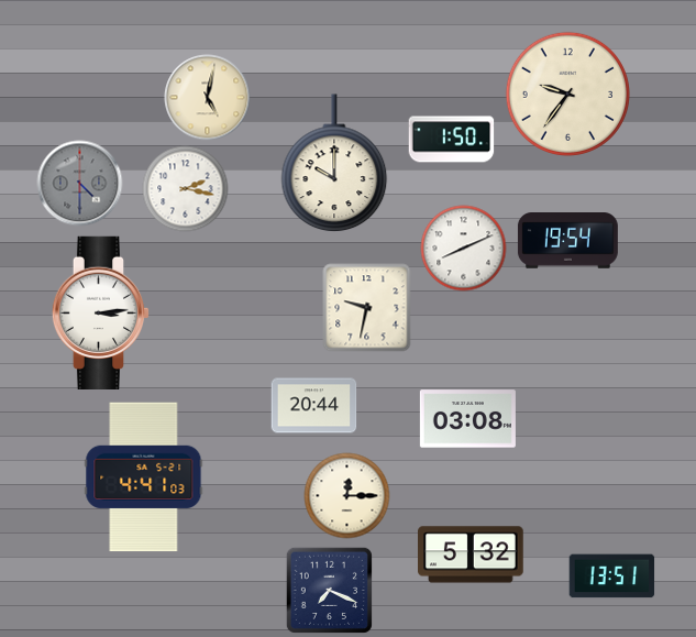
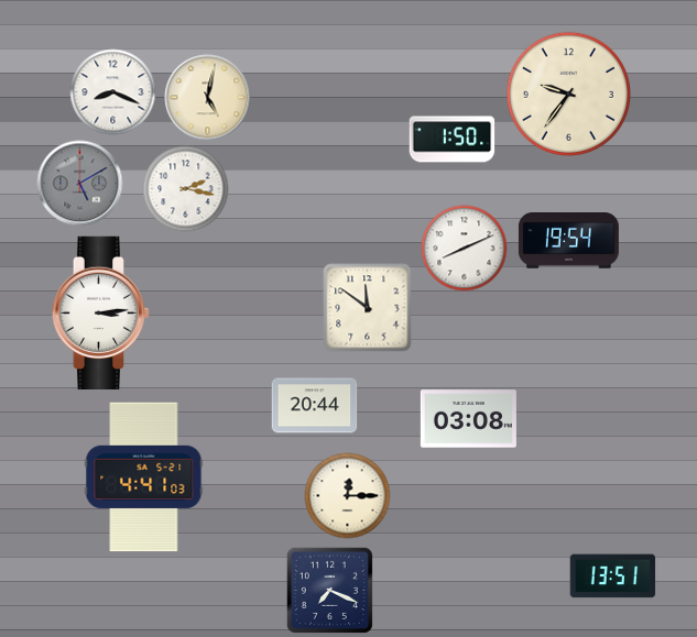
clock at (112, 91): none -> 8:19
clock at (334, 163): 10:00 -> none
clock at (79, 183): 4:30 -> 5:10
clock at (366, 307): 9:32 -> 11:51
clock at (471, 554): 5:32 -> none
